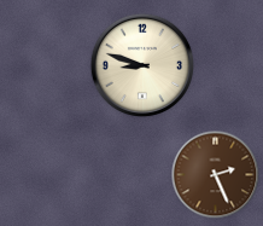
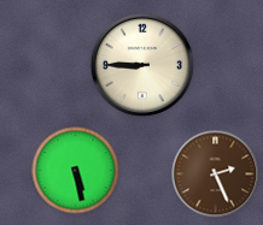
clock at (142, 65): 8:48 -> 8:45
clock at (76, 171): none -> 5:28
